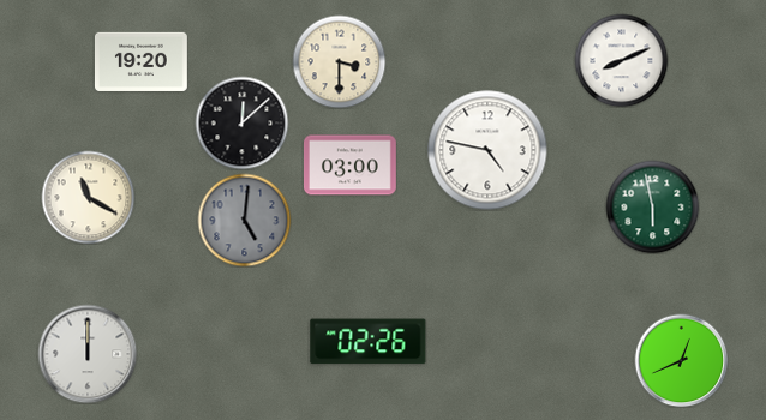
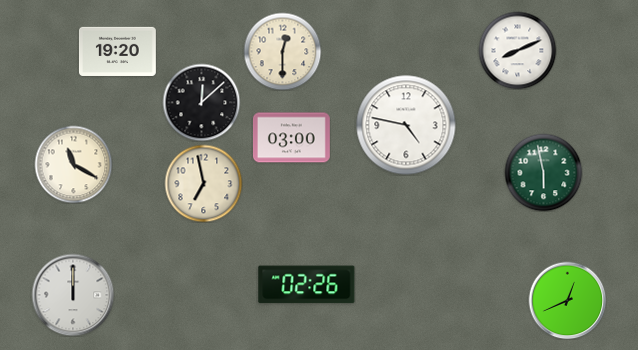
clock at (339, 61): 3:30 -> 12:30
clock at (244, 220): 5:01 -> 6:58
clock at (244, 220) dial: grey -> cream
